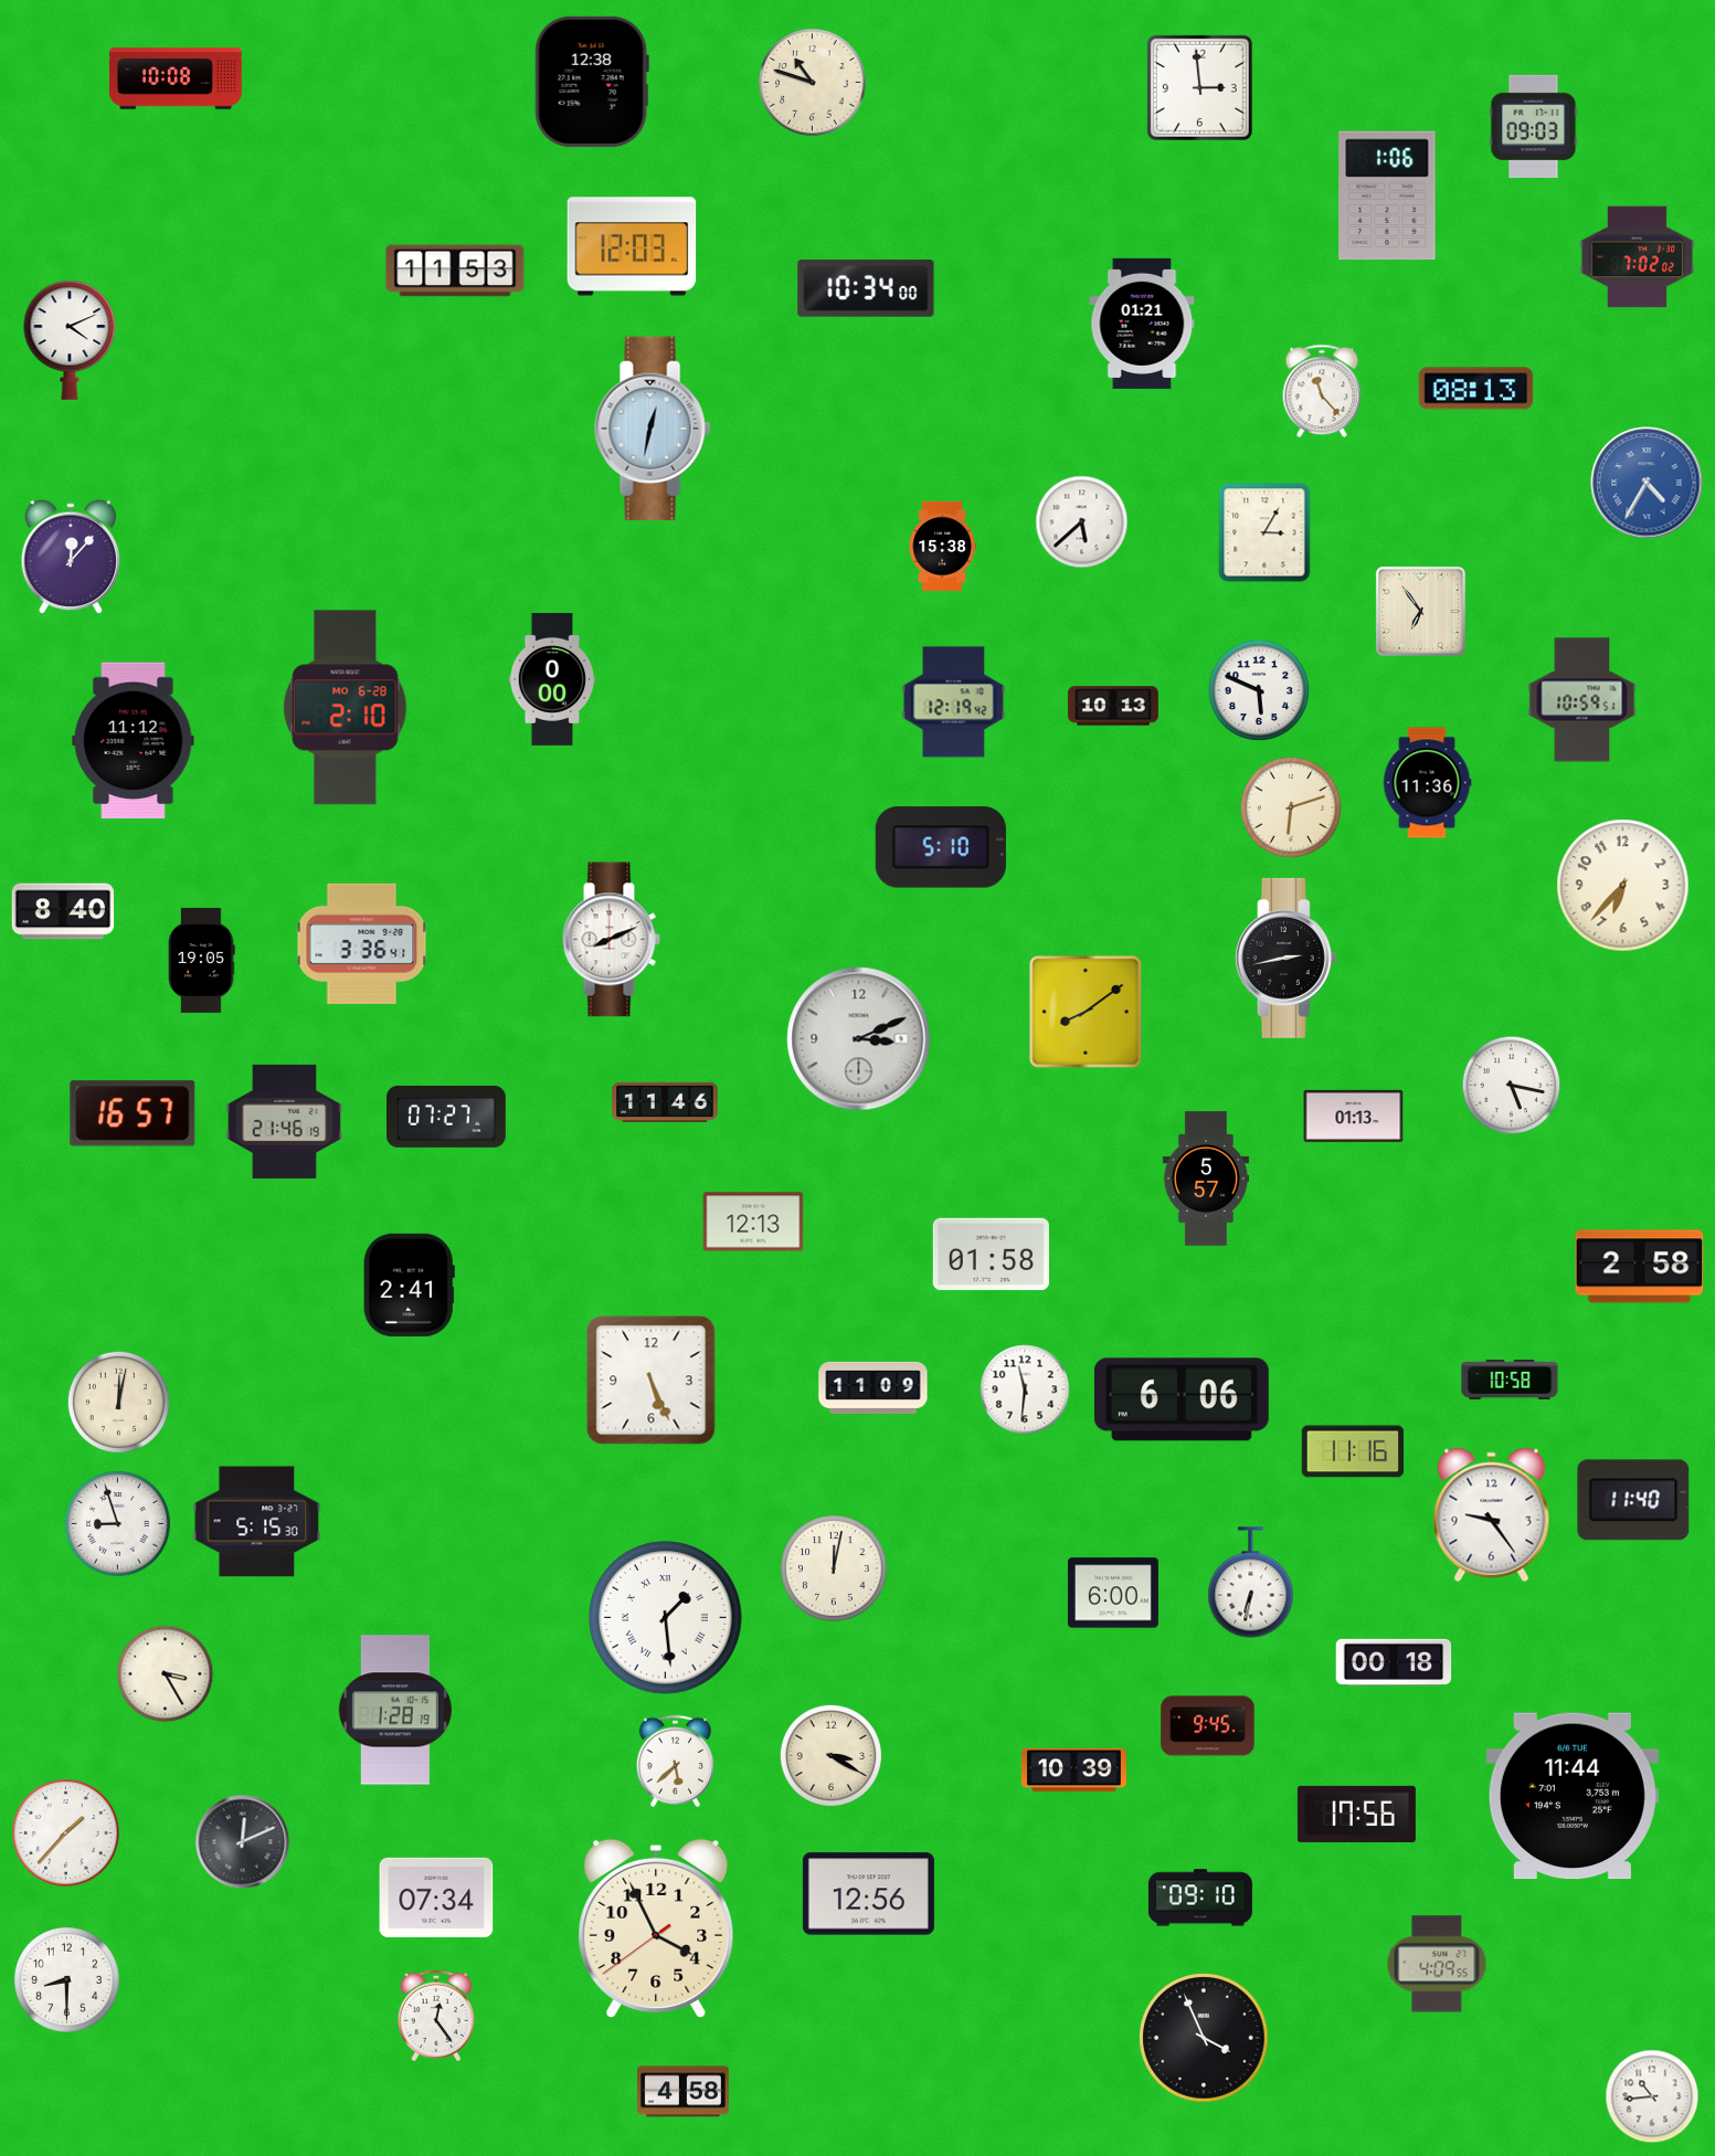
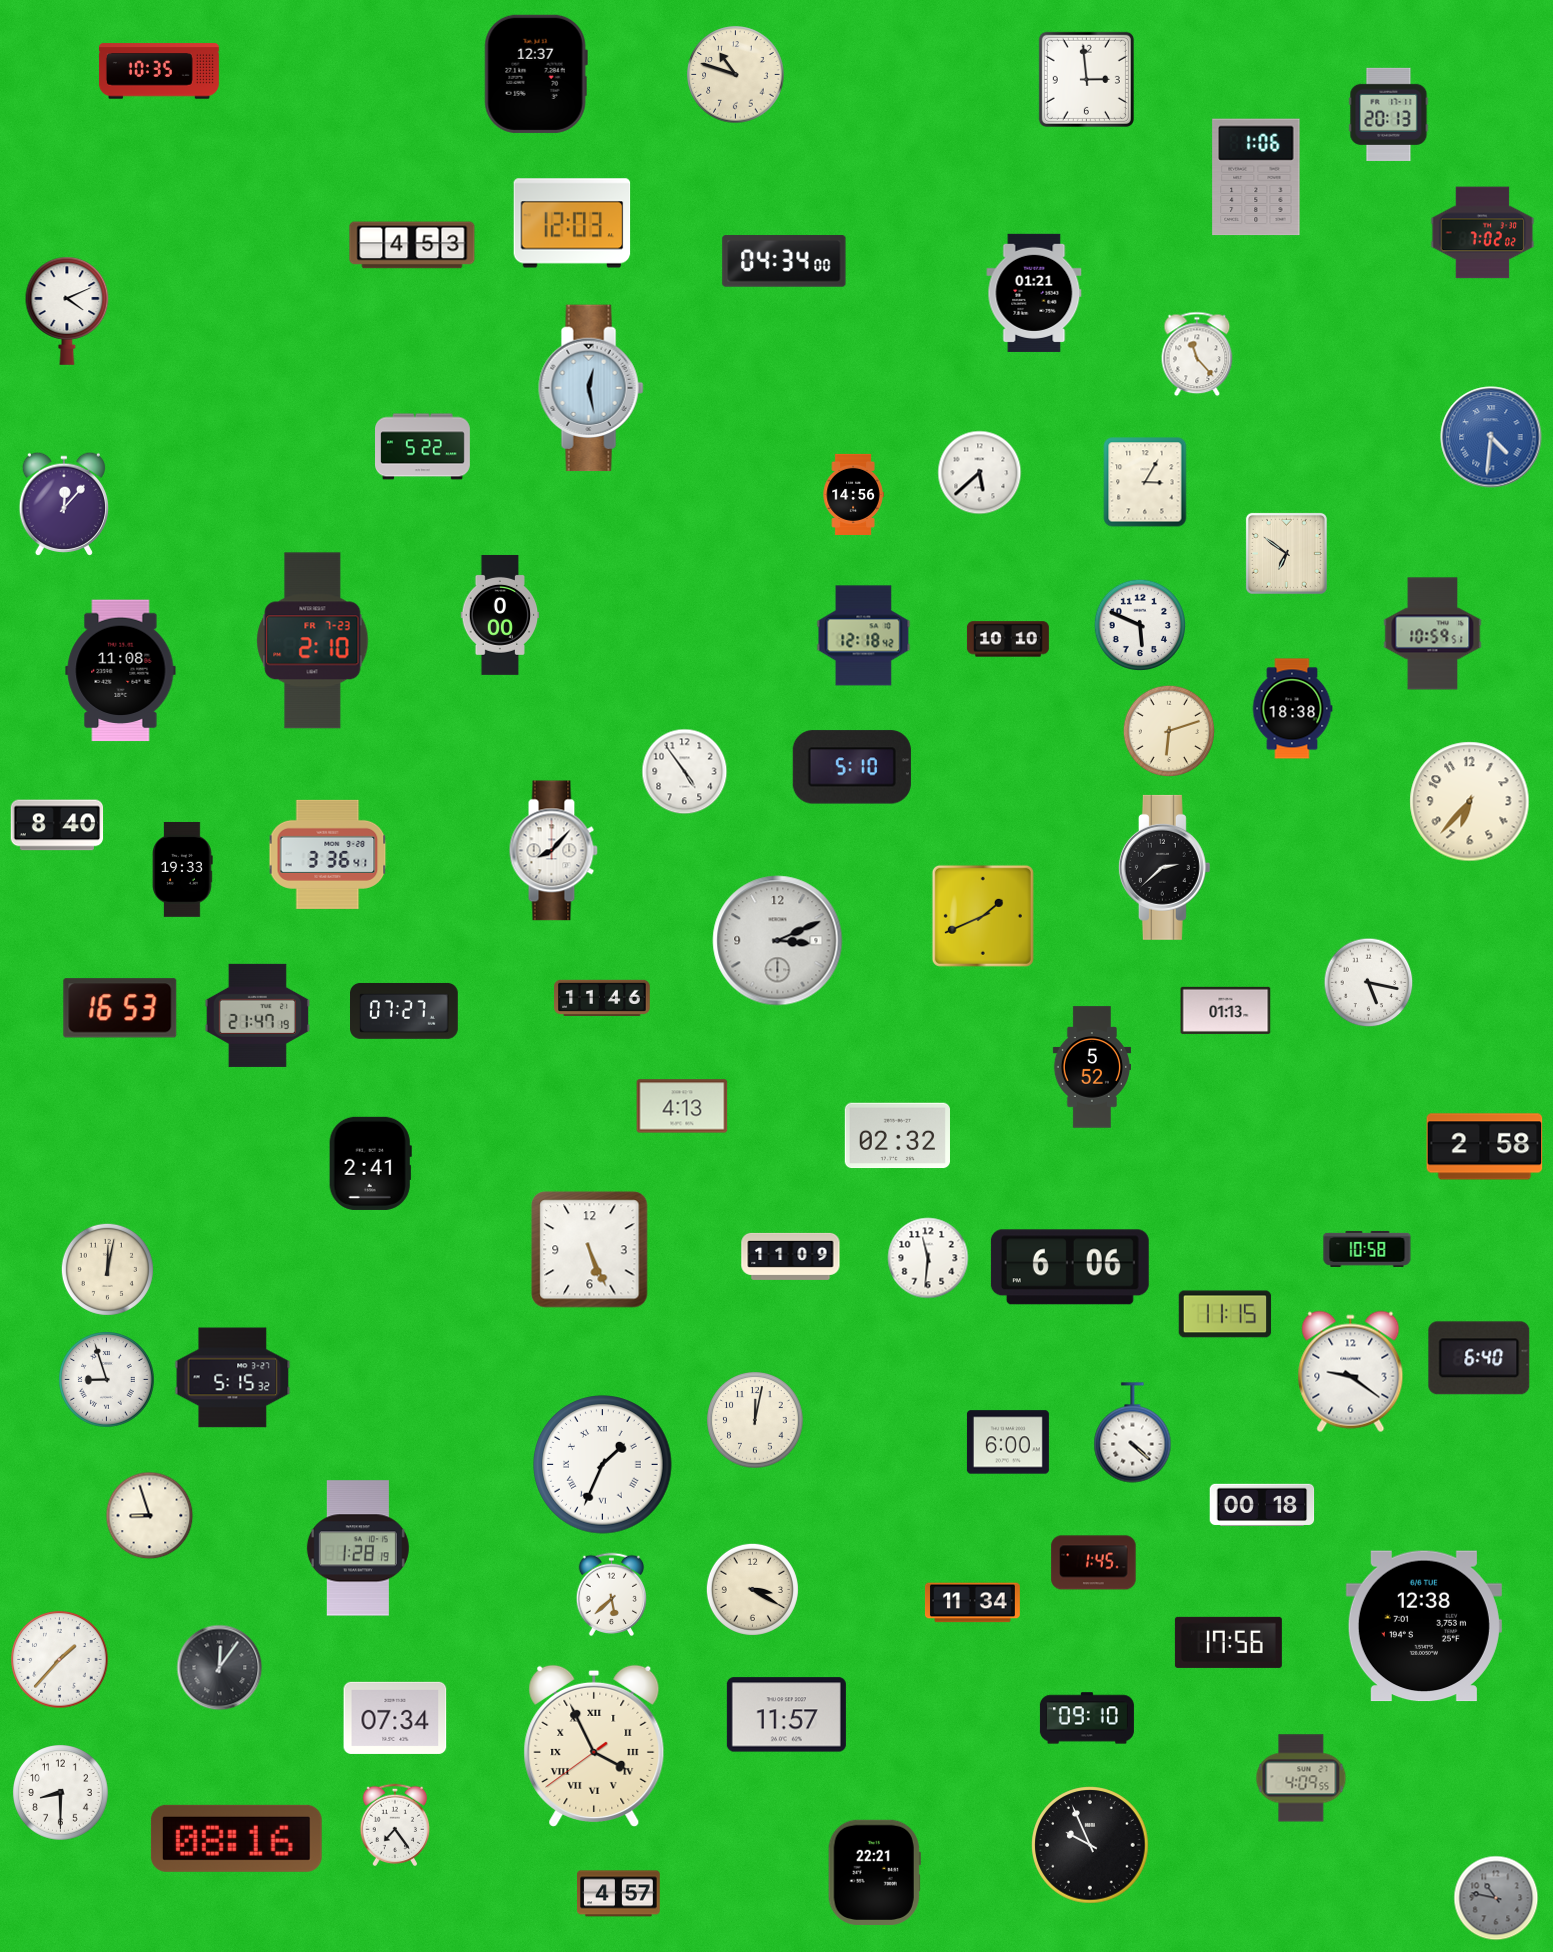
clock at (176, 78): 10:08 -> 10:35
clock at (592, 82): 12:38 -> 12:37
clock at (1534, 126): 09:03 -> 20:13
clock at (455, 271): 11:53 -> 4:53
clock at (866, 288): 10:34 -> 04:34
clock at (70, 340) position: (70, 340) -> (67, 311)
clock at (1476, 389): 08:13 -> none
clock at (653, 429): 12:32 -> 12:28
clock at (1647, 483): 4:35 -> 4:31
clock at (423, 447): none -> 5:22
clock at (942, 546): 15:38 -> 14:56
clock at (1420, 611): 6:54 -> 6:51
clock at (954, 702): 12:19 -> 12:18
clock at (1113, 706): 10:13 -> 10:10
clock at (346, 708) date: MO 6-28 -> FR 7-23
clock at (134, 741): 11:12 -> 11:08
clock at (1427, 783): 11:36 -> 18:38
clock at (685, 772): none -> 4:54
clock at (611, 940): 8:11 -> 8:07
clock at (1285, 958): 2:43 -> 2:38
clock at (202, 960): 19:05 -> 19:33
clock at (1086, 1012): 8:09 -> 1:41
clock at (133, 1113): 16:57 -> 16:53
clock at (284, 1121): 21:46 -> 21:47
clock at (1205, 1179): 5:57 -> 5:52
clock at (753, 1222): 12:13 -> 4:13
clock at (991, 1255): 01:58 -> 02:32
clock at (1353, 1451): 11:16 -> 11:15
clock at (1633, 1500): 11:40 -> 6:40
clock at (1492, 1515): 9:24 -> 9:21
clock at (257, 1522): 5:15:30 -> 5:15:32
clock at (1251, 1583): 6:32 -> 4:22
clock at (666, 1618): 1:29 -> 1:34
clock at (166, 1674): 3:25 -> 8:57
clock at (1208, 1726): 9:45 -> 1:45
clock at (1073, 1771): 10:39 -> 11:34
clock at (1573, 1796): 11:44 -> 12:38
clock at (243, 1842): 12:11 -> 12:06
clock at (868, 1894): 12:56 -> 11:57
clock at (656, 1928) numerals: Arabic -> Roman
clock at (436, 2015): 12:24 -> 7:24
clock at (236, 1838): none -> 08:16
clock at (1204, 2038): 3:56 -> 9:56
clock at (874, 1872): none -> 22:21
clock at (684, 2092): 4:58 -> 4:57
clock at (1652, 2096): 10:44 -> 10:47
clock at (1652, 2096) dial: white -> grey
